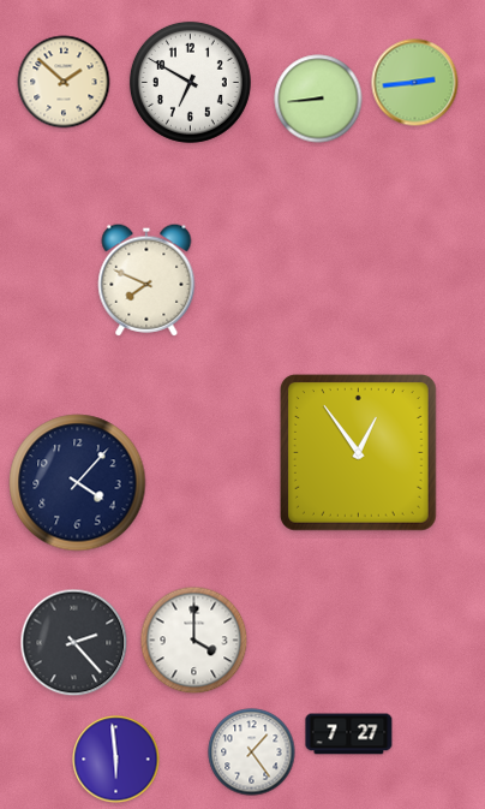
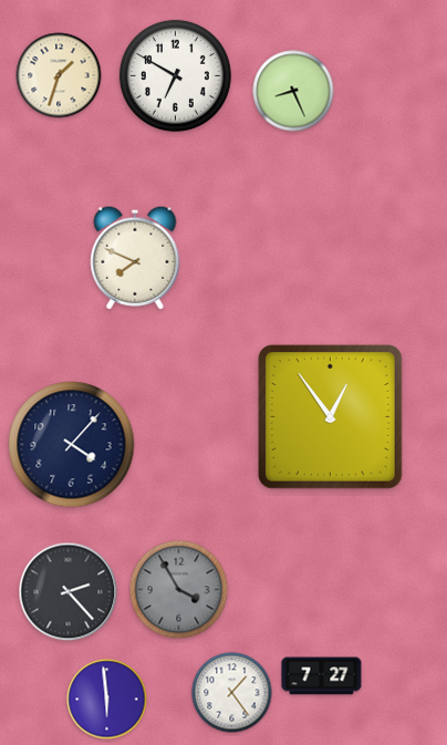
clock at (64, 82): 1:52 -> 1:33
clock at (415, 83): 2:44 -> none
clock at (318, 99): 8:44 -> 8:26
clock at (194, 641): 4:00 -> 3:55
clock at (194, 641) dial: white -> grey
